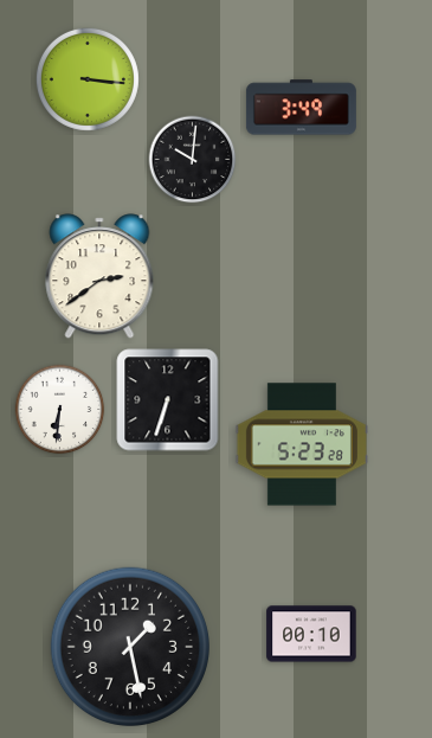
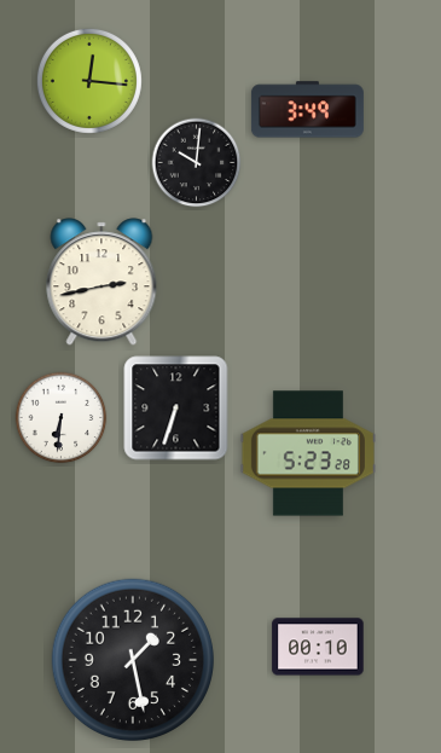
clock at (88, 79): 3:16 -> 12:16
clock at (99, 276): 2:39 -> 2:43
clock at (168, 400) position: (168, 400) -> (176, 409)
